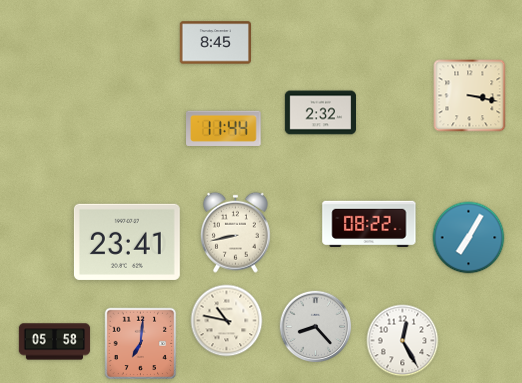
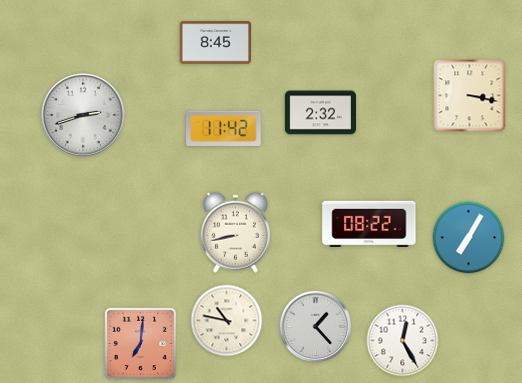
clock at (83, 115): none -> 2:42
clock at (224, 128): 11:44 -> 11:42
clock at (127, 242): 23:41 -> none
clock at (316, 327): 8:23 -> 1:23
clock at (55, 342): 05:58 -> none
